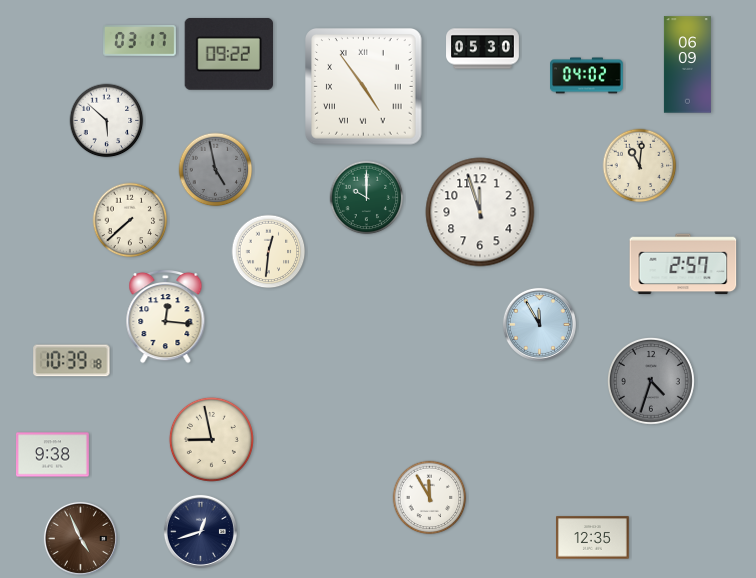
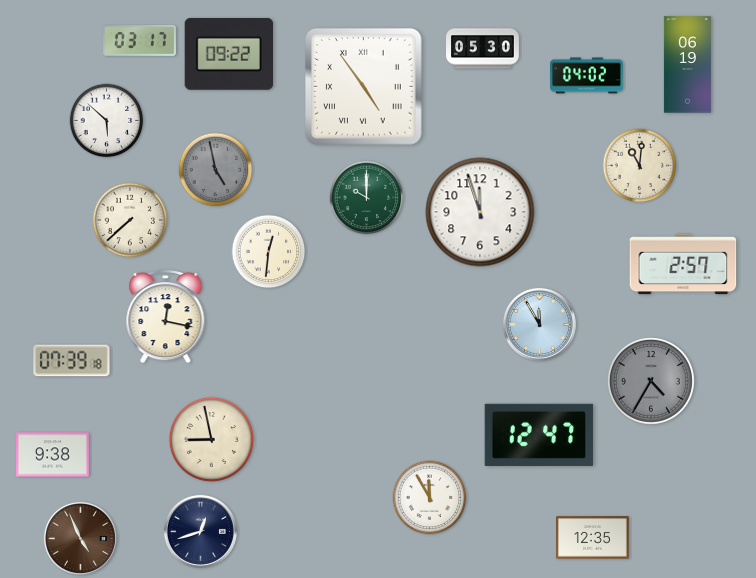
clock at (687, 65): 06:09 -> 06:19
clock at (166, 316): 12:16 -> 12:17
clock at (72, 361): 10:39 -> 07:39
clock at (651, 381): 4:33 -> 4:35
clock at (539, 435): none -> 12:47
